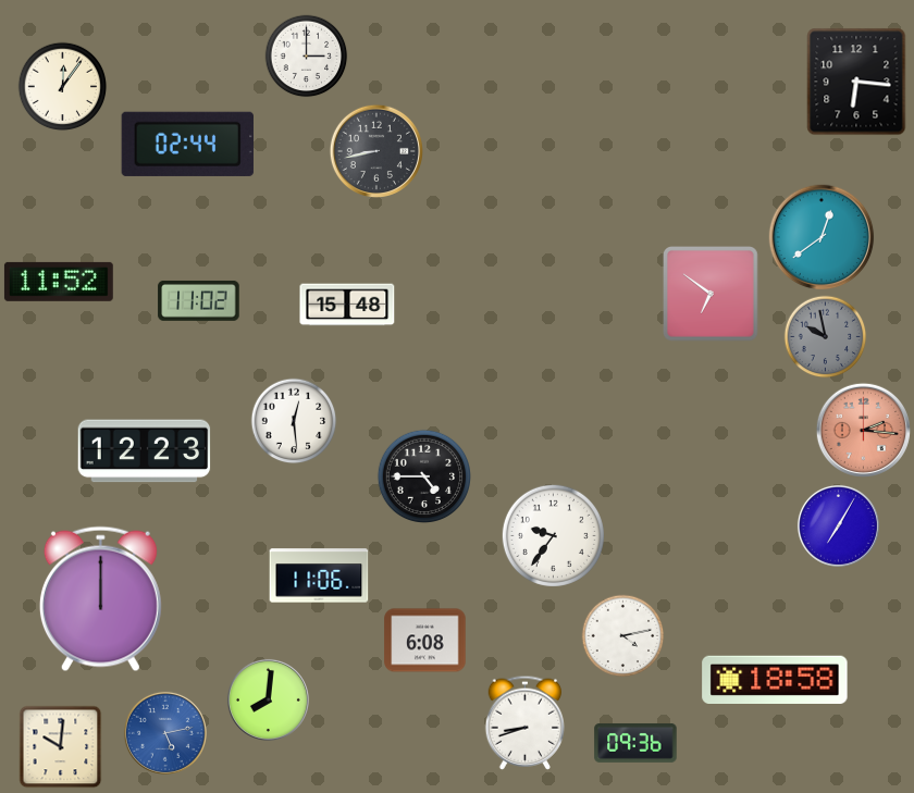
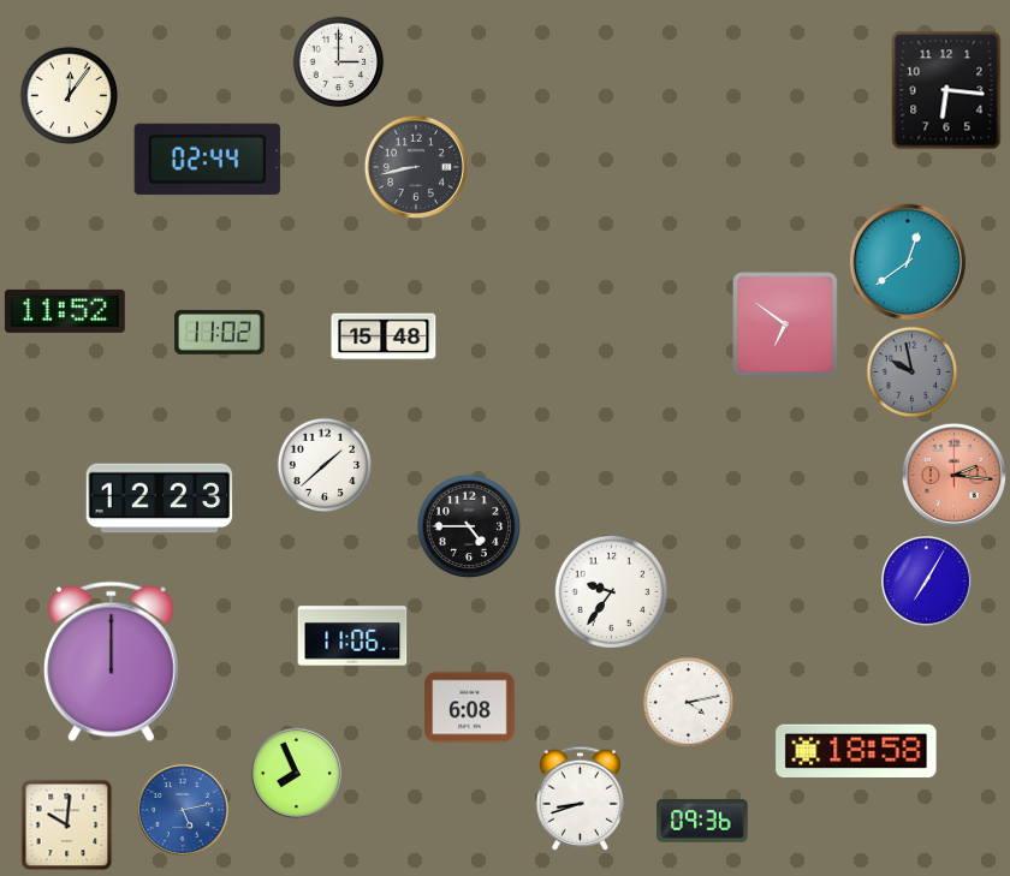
clock at (294, 421): 12:29 -> 1:38
clock at (268, 699): 8:01 -> 7:56
